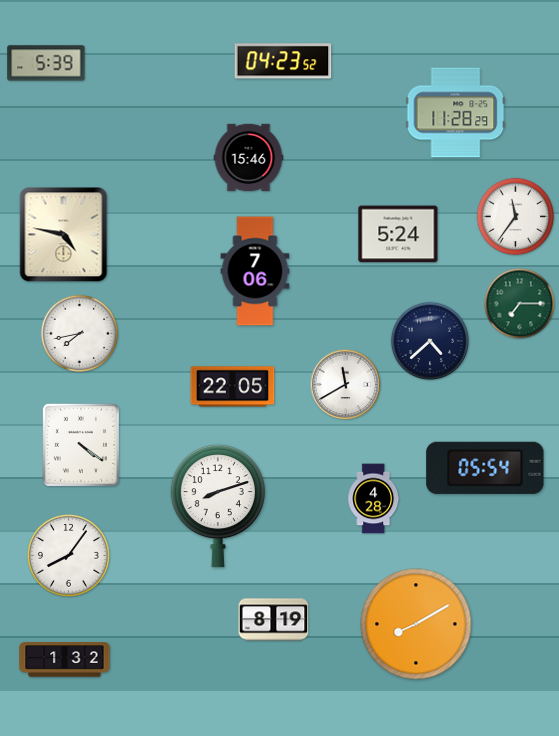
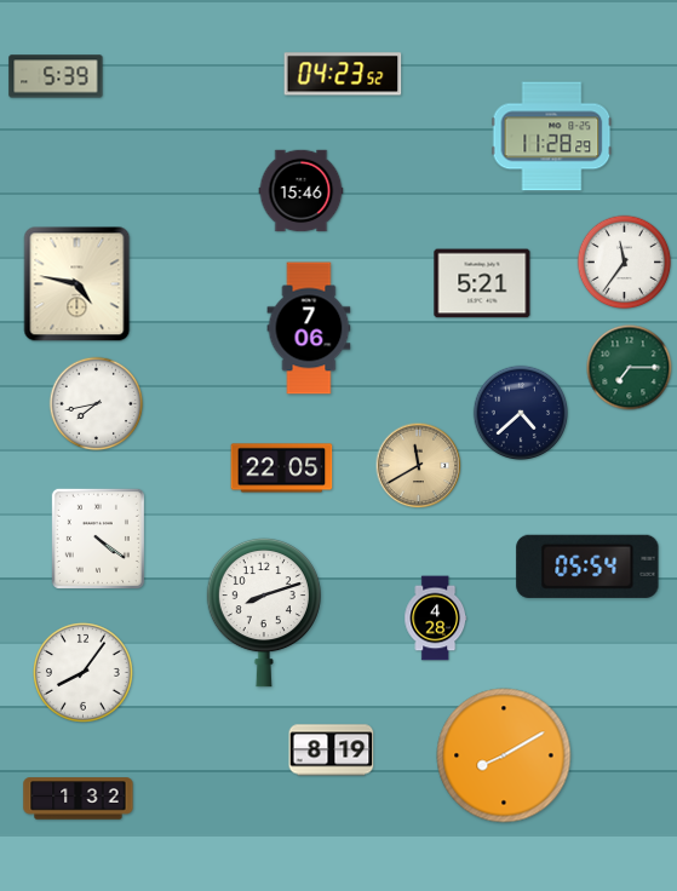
clock at (398, 234): 5:24 -> 5:21
clock at (346, 385) dial: white -> champagne
clock at (374, 499) position: (374, 499) -> (436, 619)
